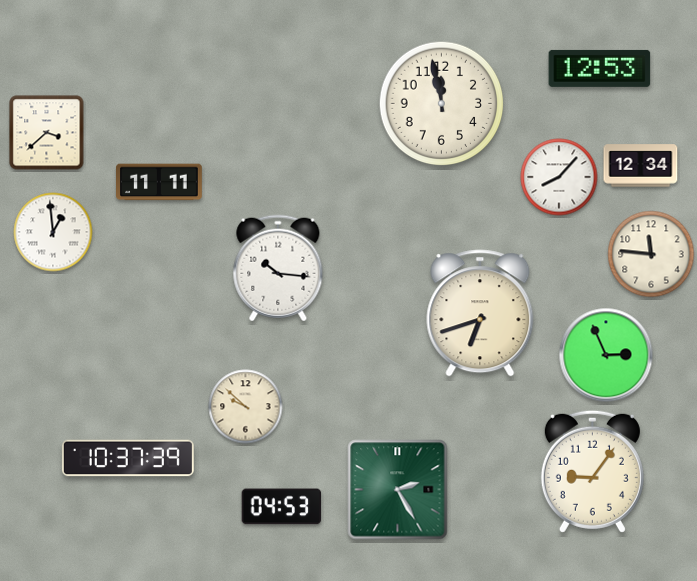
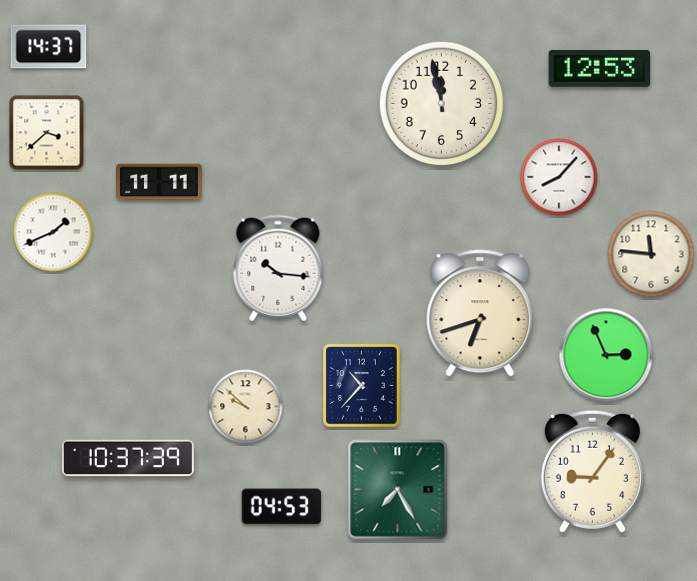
clock at (49, 47): none -> 14:37
clock at (641, 166): 12:34 -> none
clock at (53, 232): 12:59 -> 1:41
clock at (362, 386): none -> 10:37
clock at (398, 490): 2:25 -> 7:25
